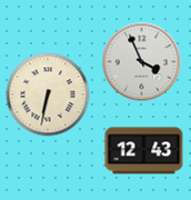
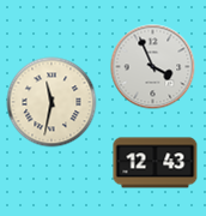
clock at (48, 94): 6:32 -> 11:32
